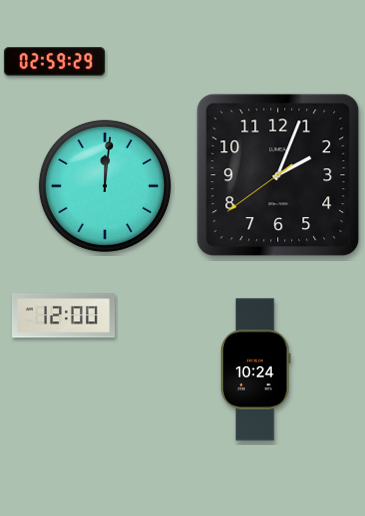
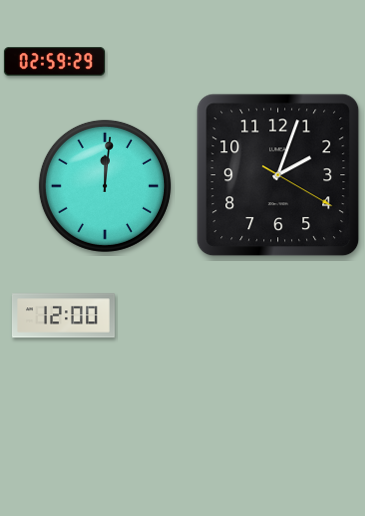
clock at (278, 175): 2:03:39 -> 2:03:20
clock at (256, 370): 10:24 -> none
